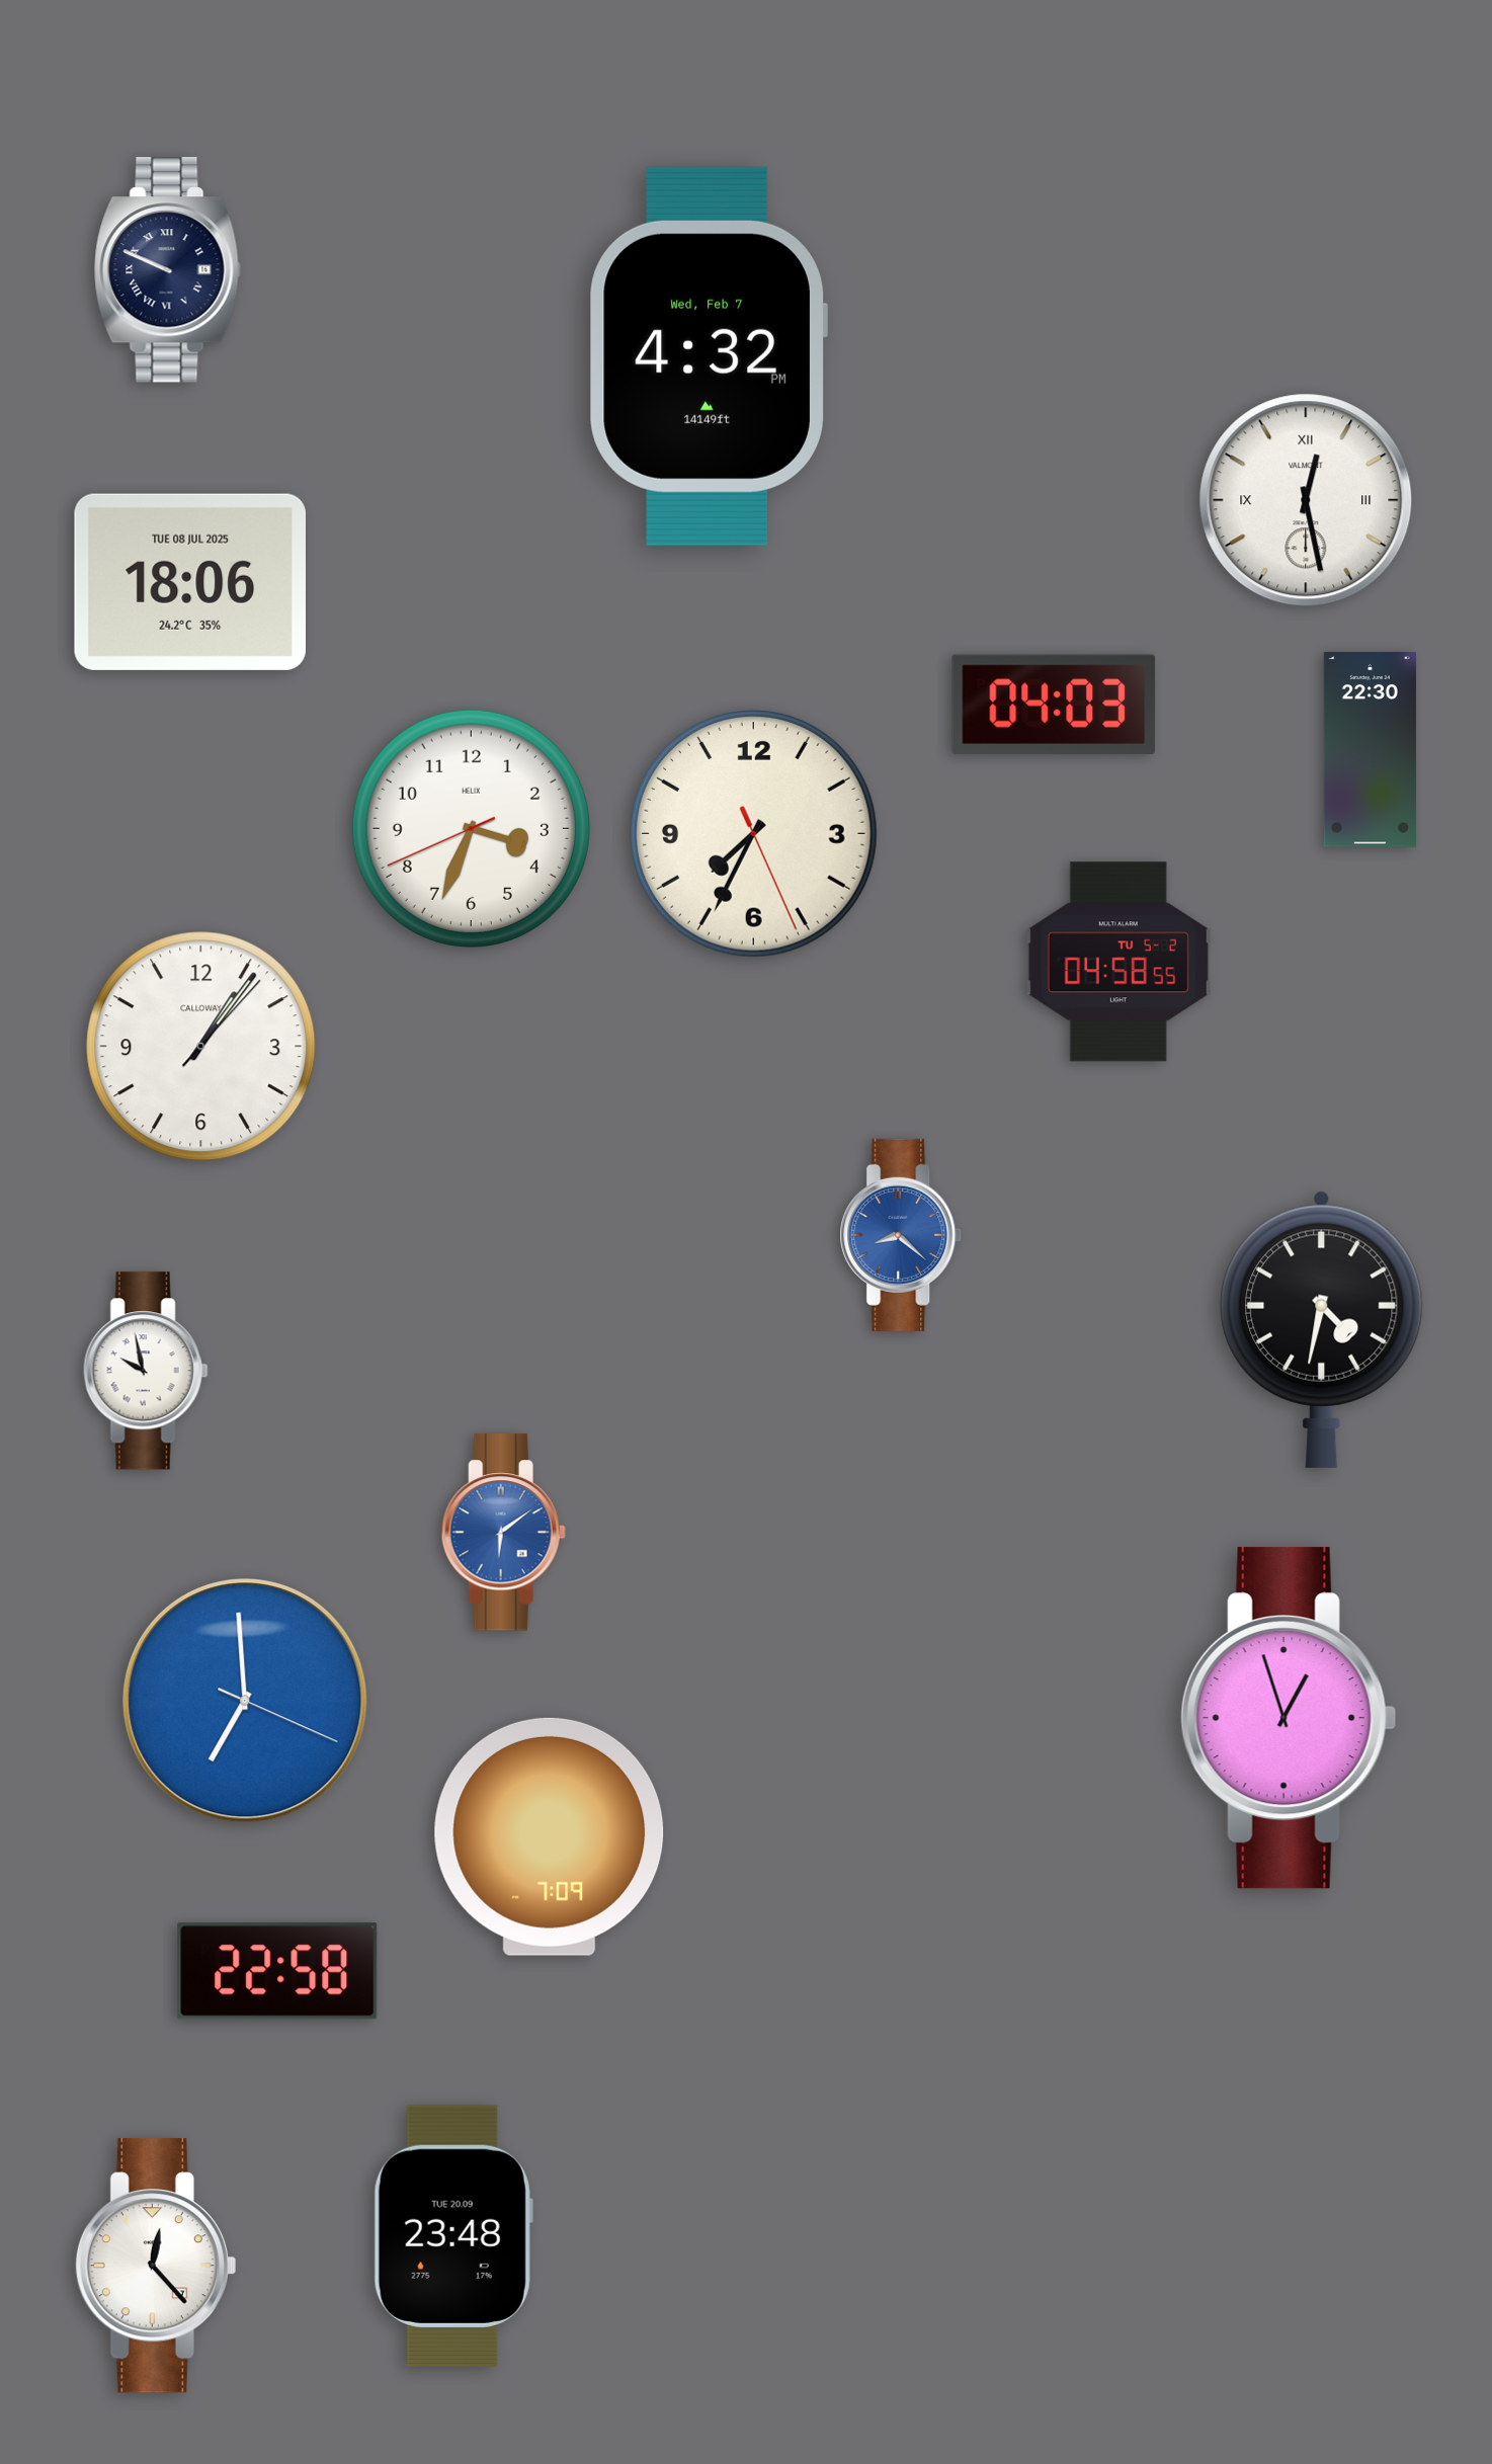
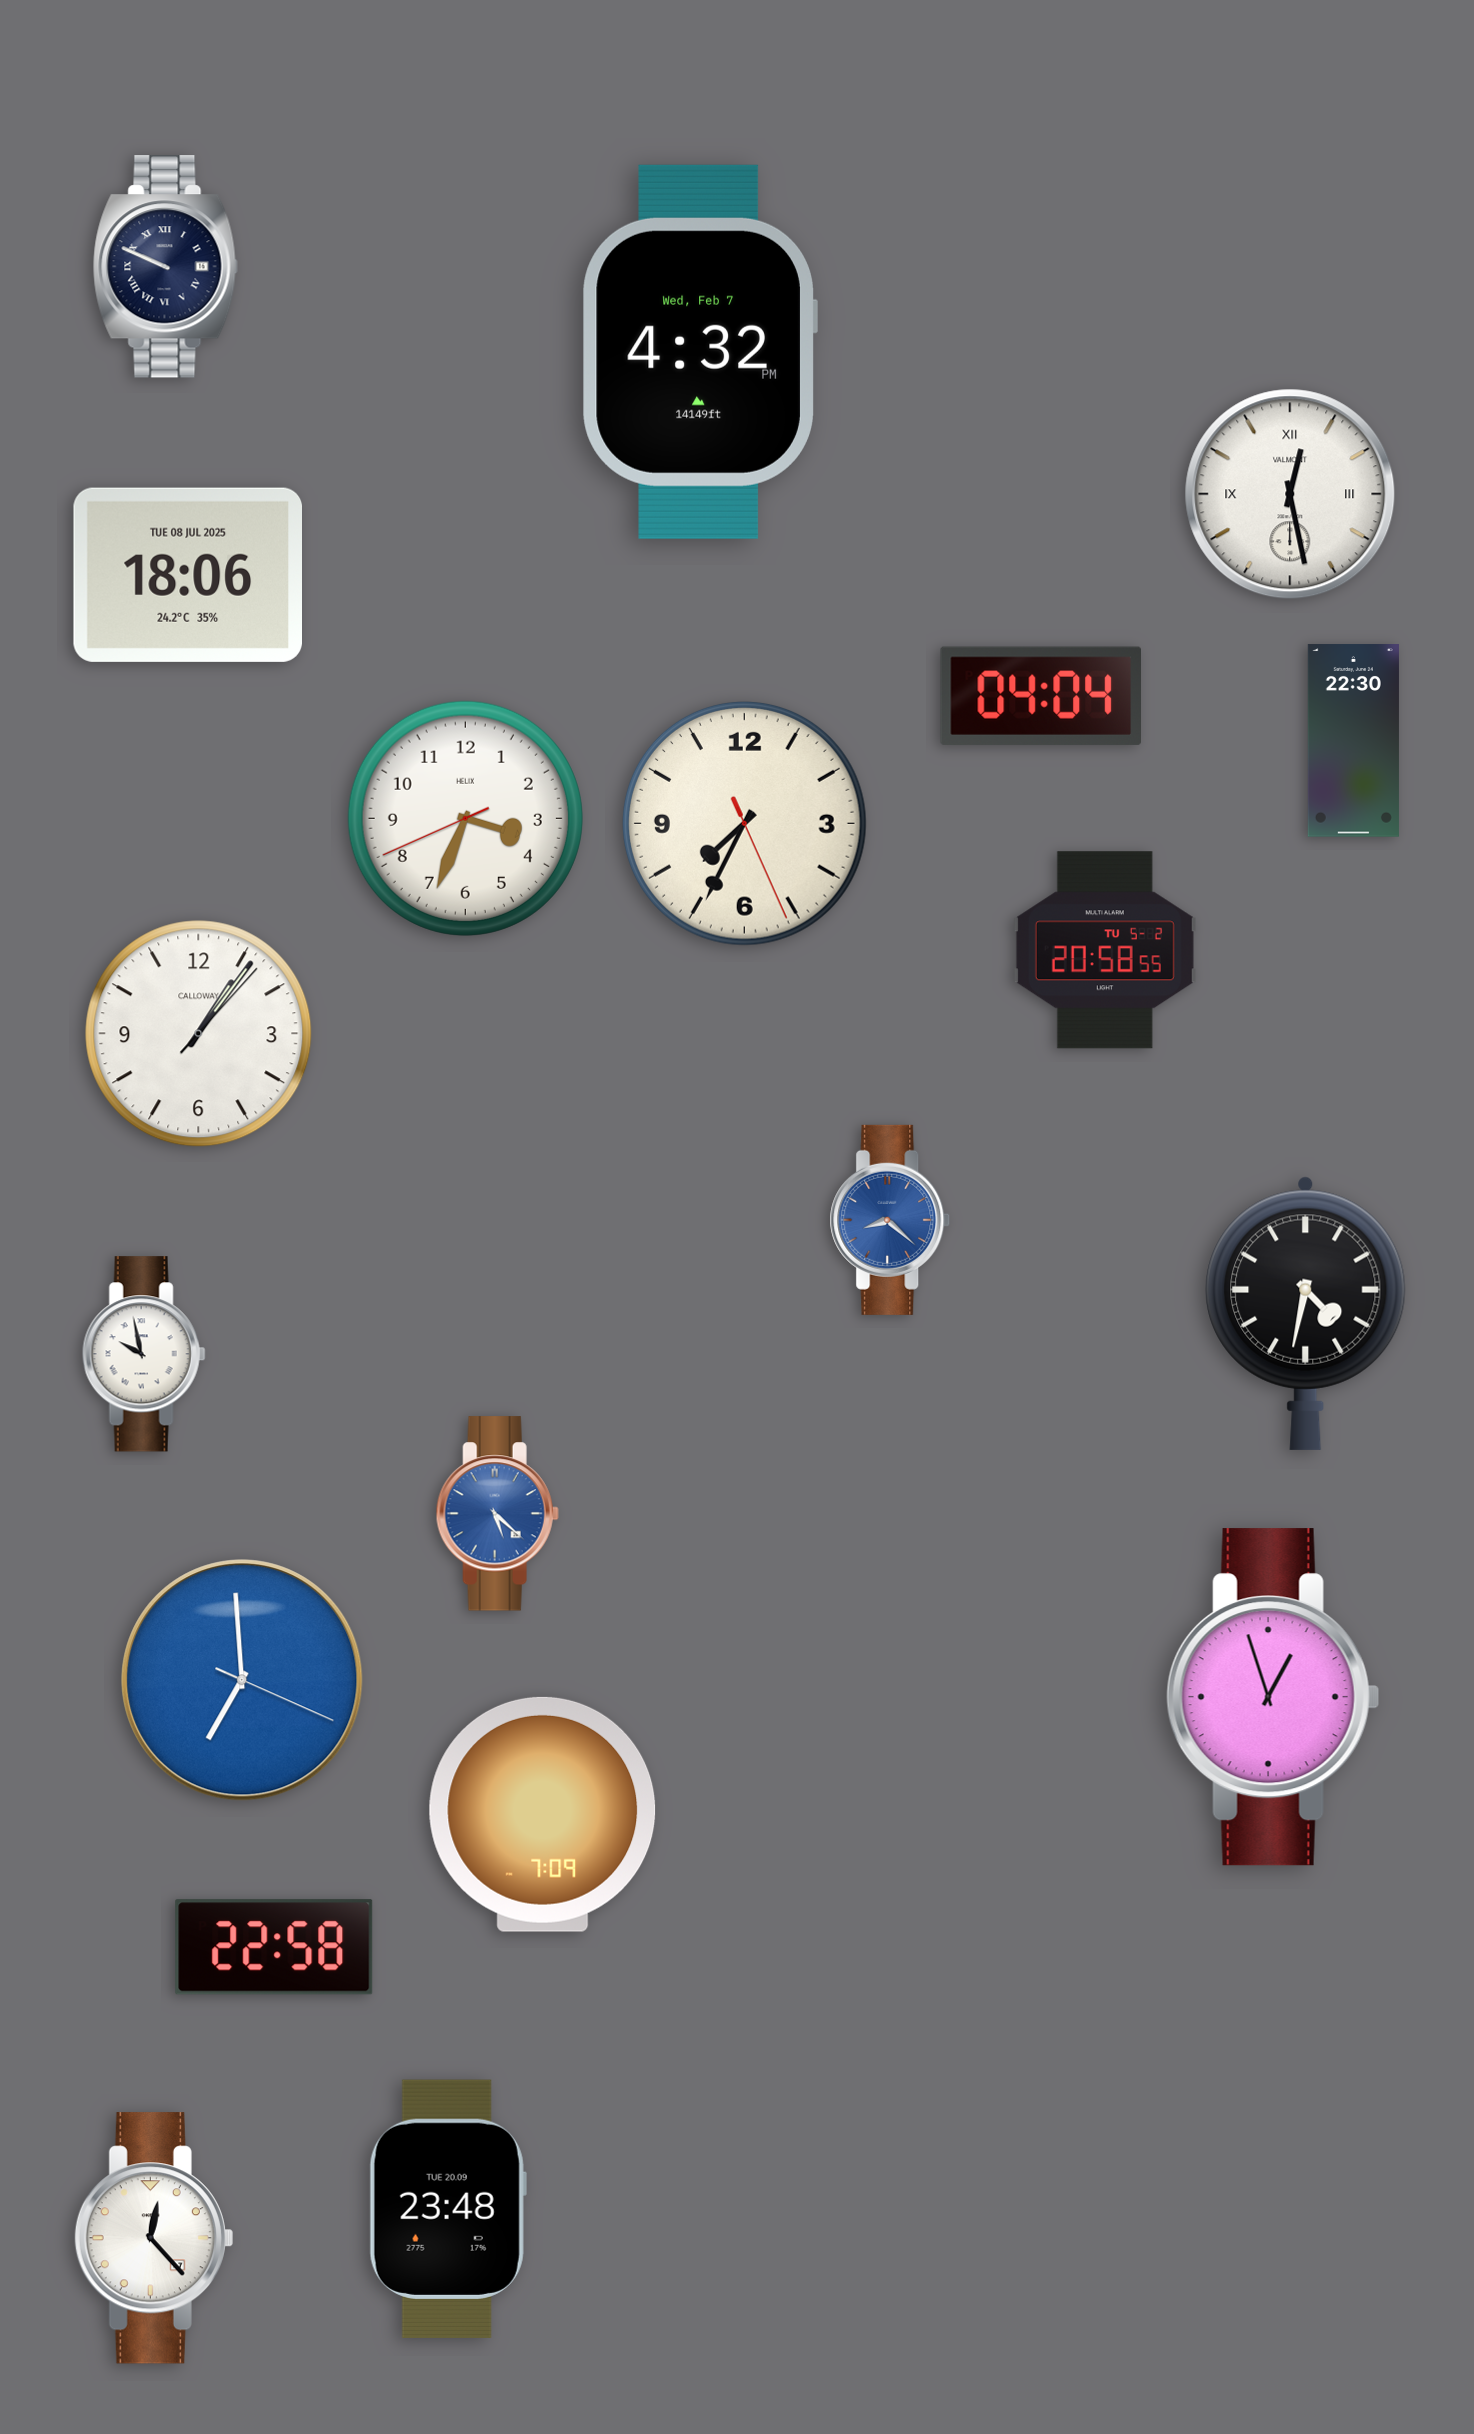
clock at (1053, 705): 04:03 -> 04:04
clock at (1118, 962): 04:58 -> 20:58
clock at (503, 1533): 6:09 -> 5:22
